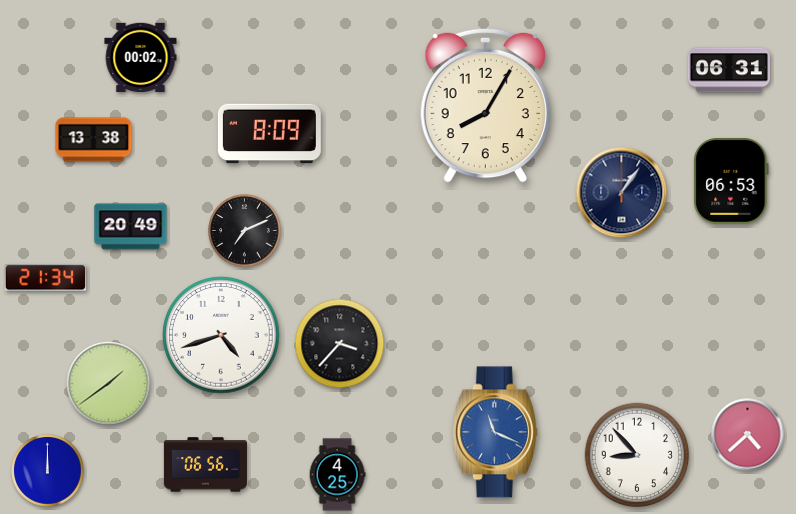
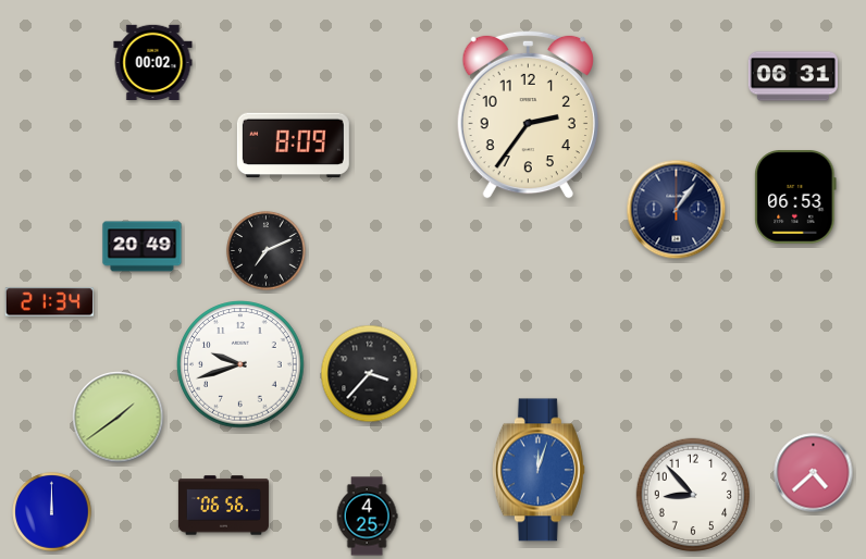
clock at (485, 105): 8:05 -> 2:36
clock at (94, 140): 13:38 -> none
clock at (221, 335): 4:42 -> 9:42
clock at (495, 432): 11:19 -> 12:03
